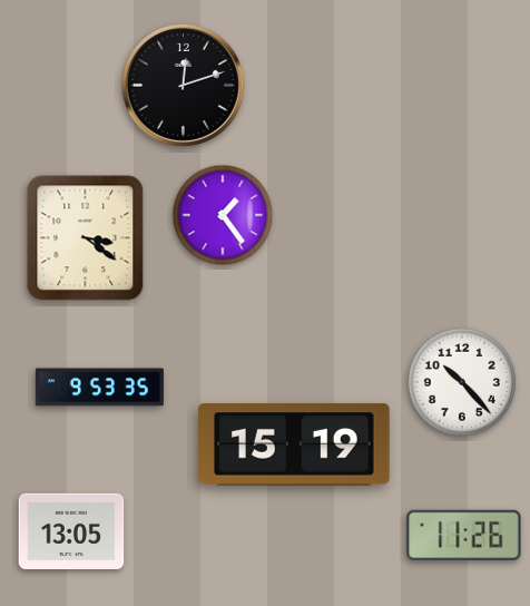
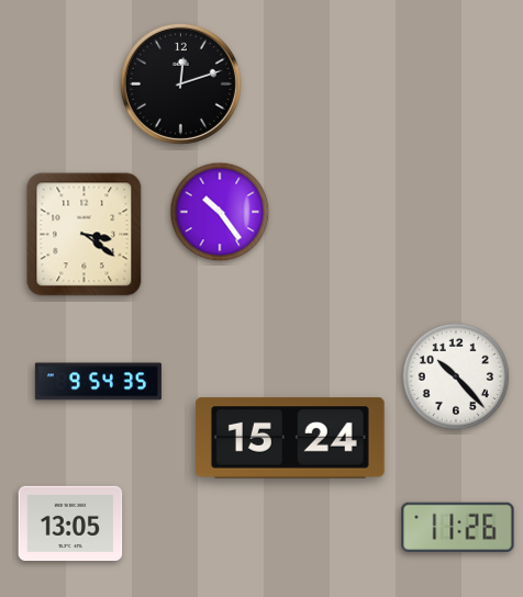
clock at (223, 215): 1:24 -> 10:24
clock at (99, 388): 9:53 -> 9:54
clock at (295, 444): 15:19 -> 15:24
